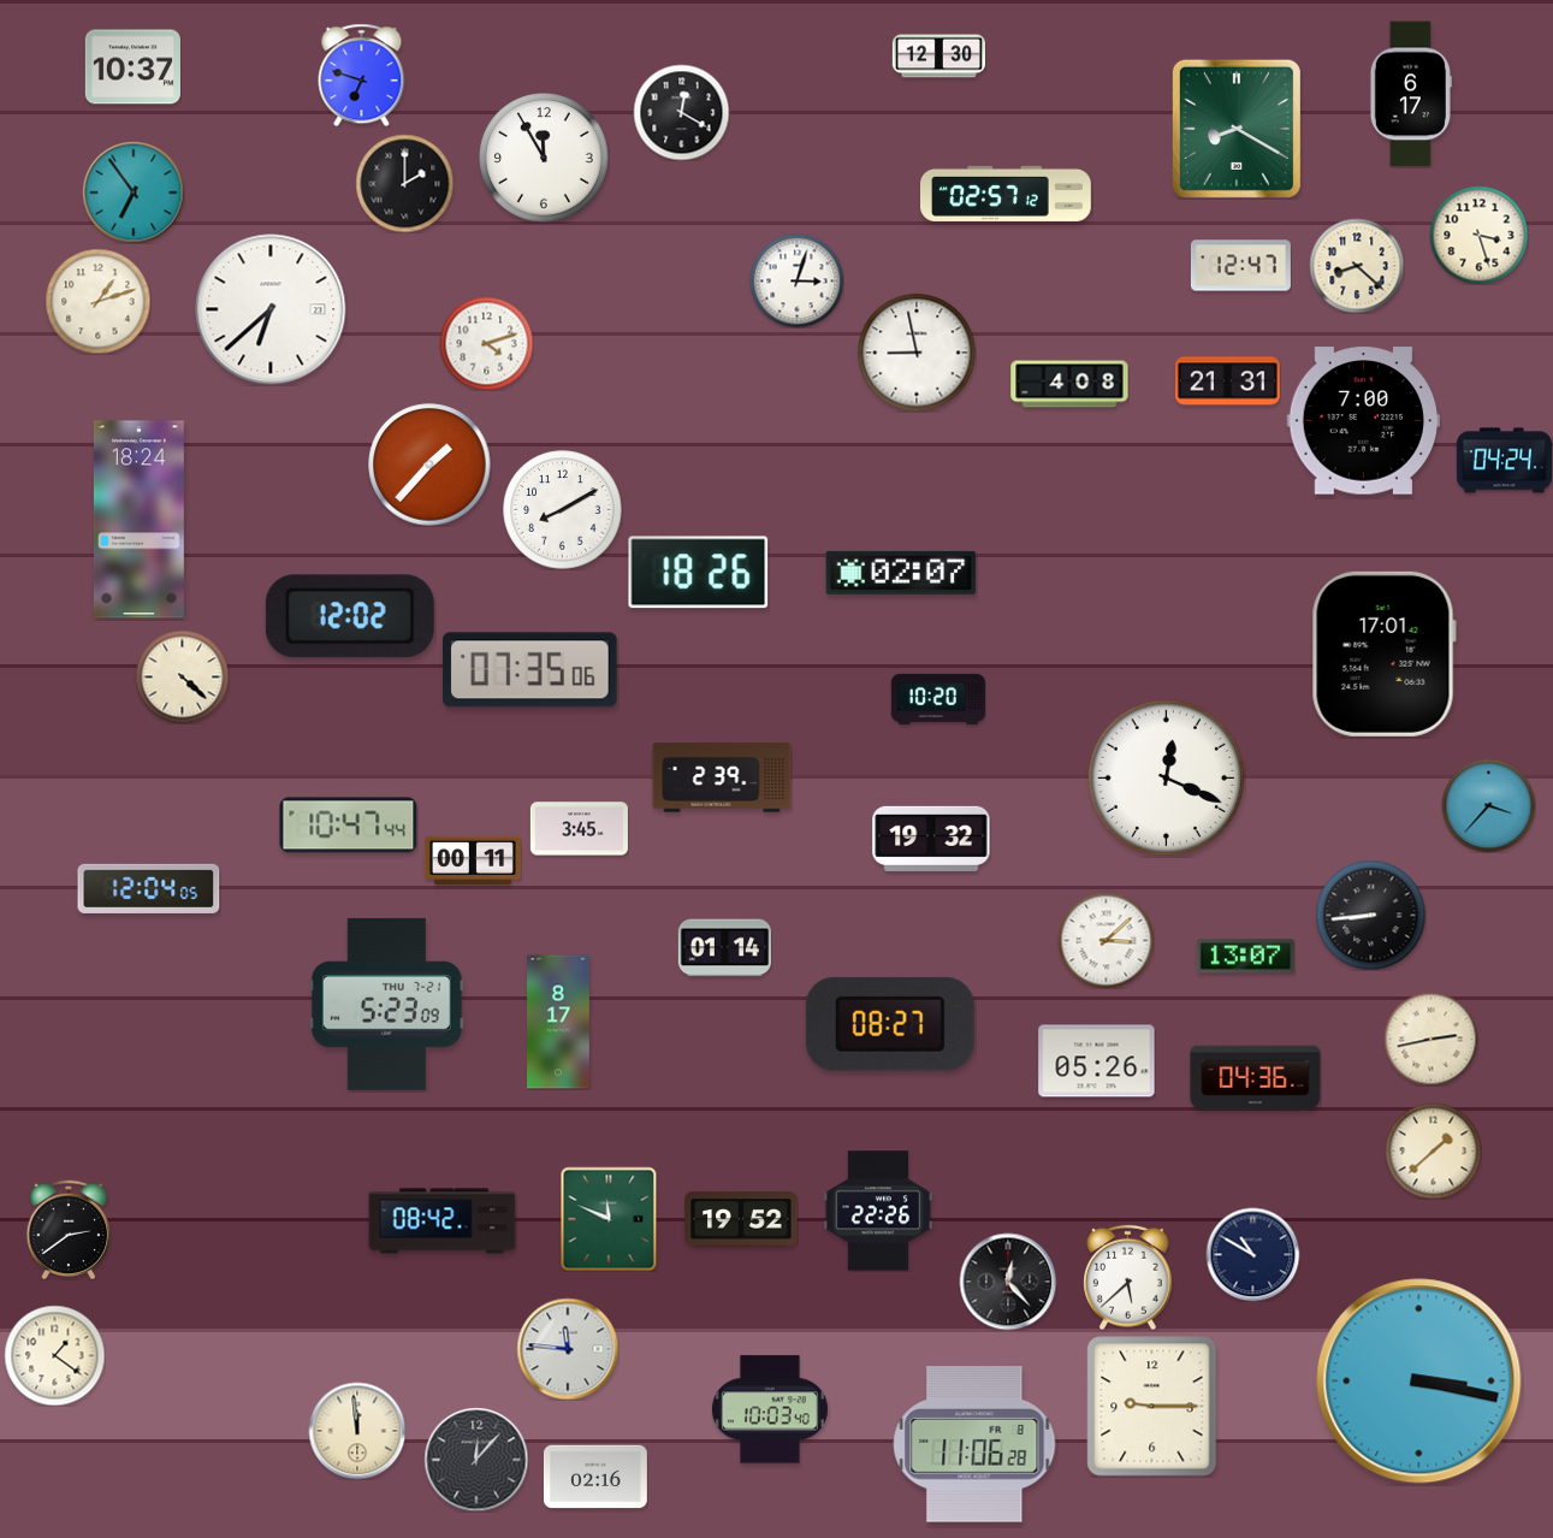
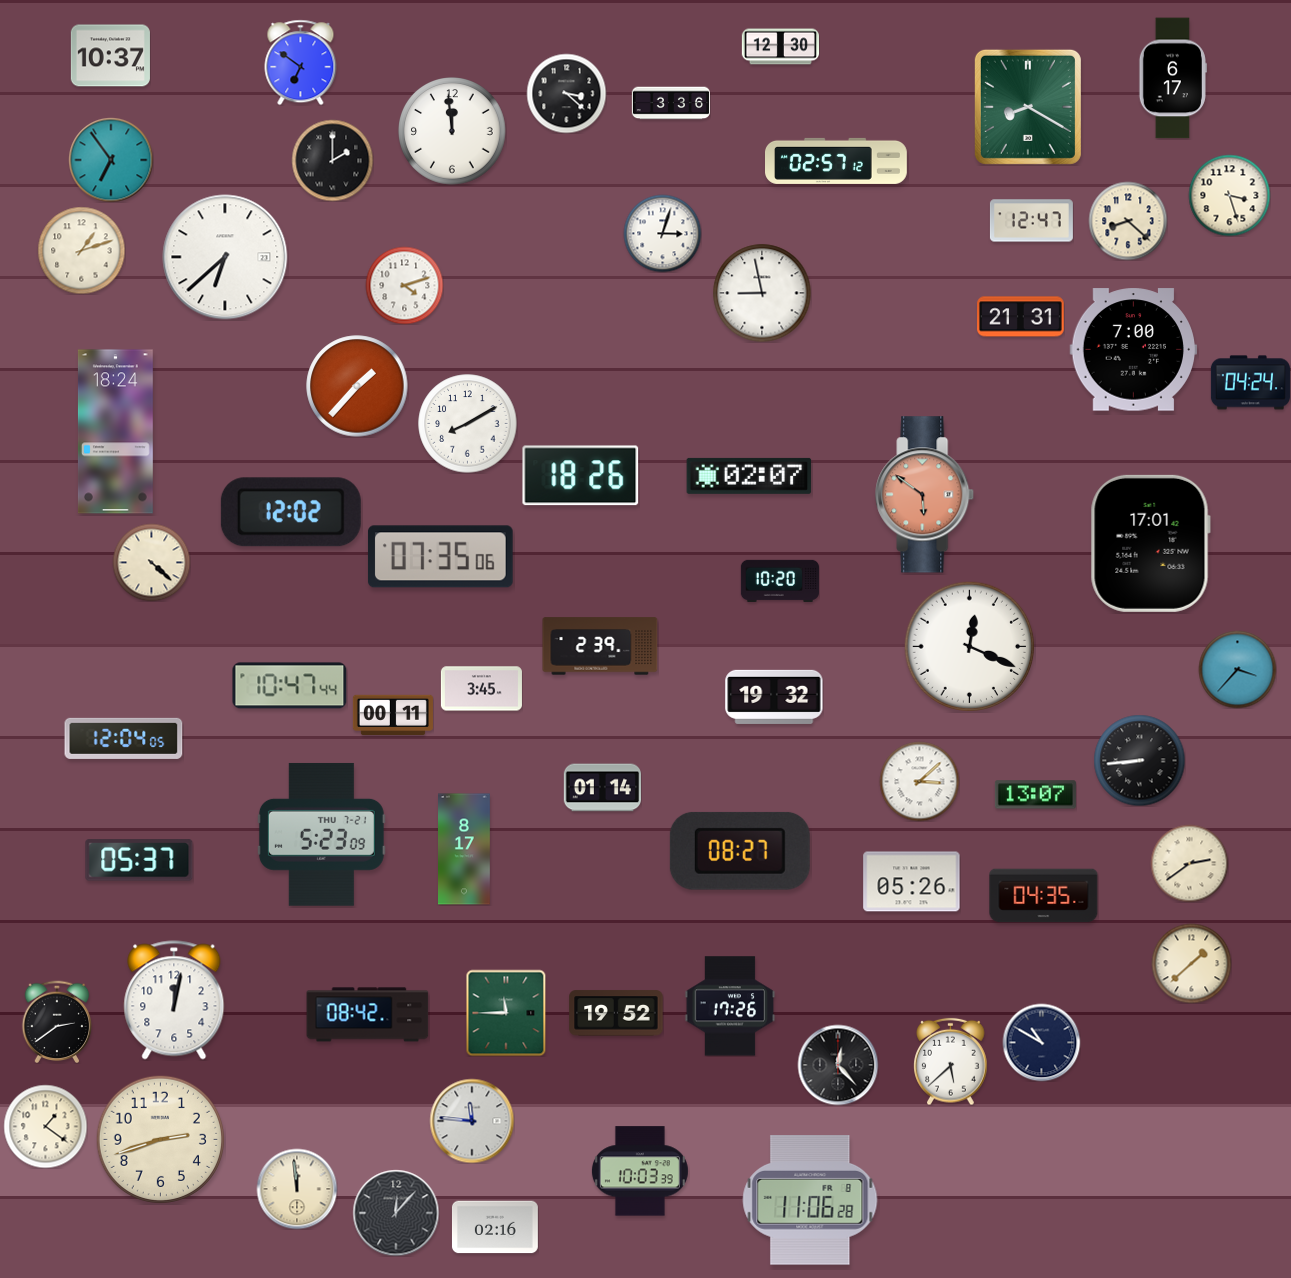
clock at (362, 75): 6:48 -> 6:51
clock at (681, 112): 12:20 -> 3:22
clock at (670, 103): none -> 3:36
clock at (544, 158): 11:55 -> 11:59
clock at (404, 183) position: (404, 183) -> (332, 160)
clock at (1069, 384): 4:08 -> none
clock at (925, 495): none -> 5:51
clock at (139, 860): none -> 05:37
clock at (1430, 1039): 2:43 -> 2:39
clock at (1256, 1078): 04:36 -> 04:35
clock at (1433, 1150) position: (1433, 1150) -> (1191, 963)
clock at (174, 1000): none -> 12:02
clock at (878, 1211): 22:26 -> 17:26
clock at (609, 1219): 11:49 -> 11:45
clock at (1128, 1277) position: (1128, 1277) -> (951, 1061)
clock at (160, 1139): none -> 2:42
clock at (1419, 1382): 3:17 -> none
clock at (1152, 1407): 9:15 -> none
clock at (770, 1409): 10:03:40 -> 10:03:39
